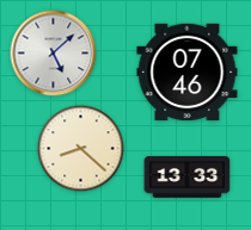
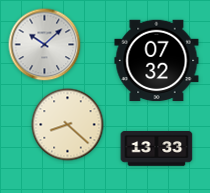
clock at (54, 54): 5:08 -> 10:08
clock at (188, 73): 07:46 -> 07:32
